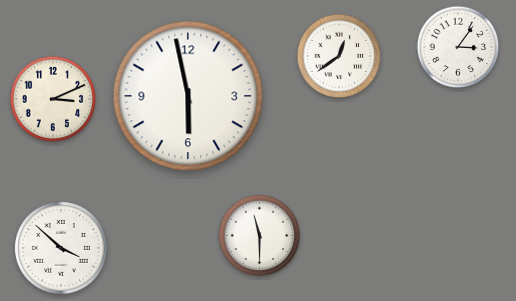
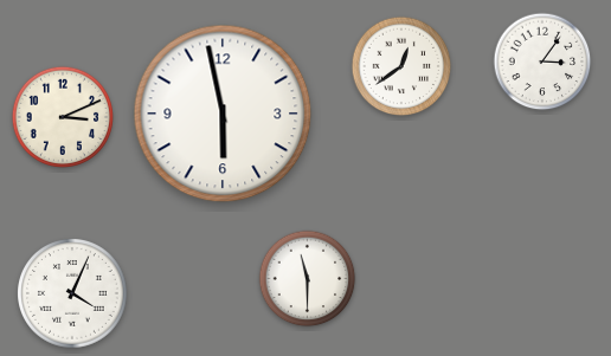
clock at (458, 47) position: (458, 47) -> (542, 62)
clock at (62, 249): 3:52 -> 4:04
